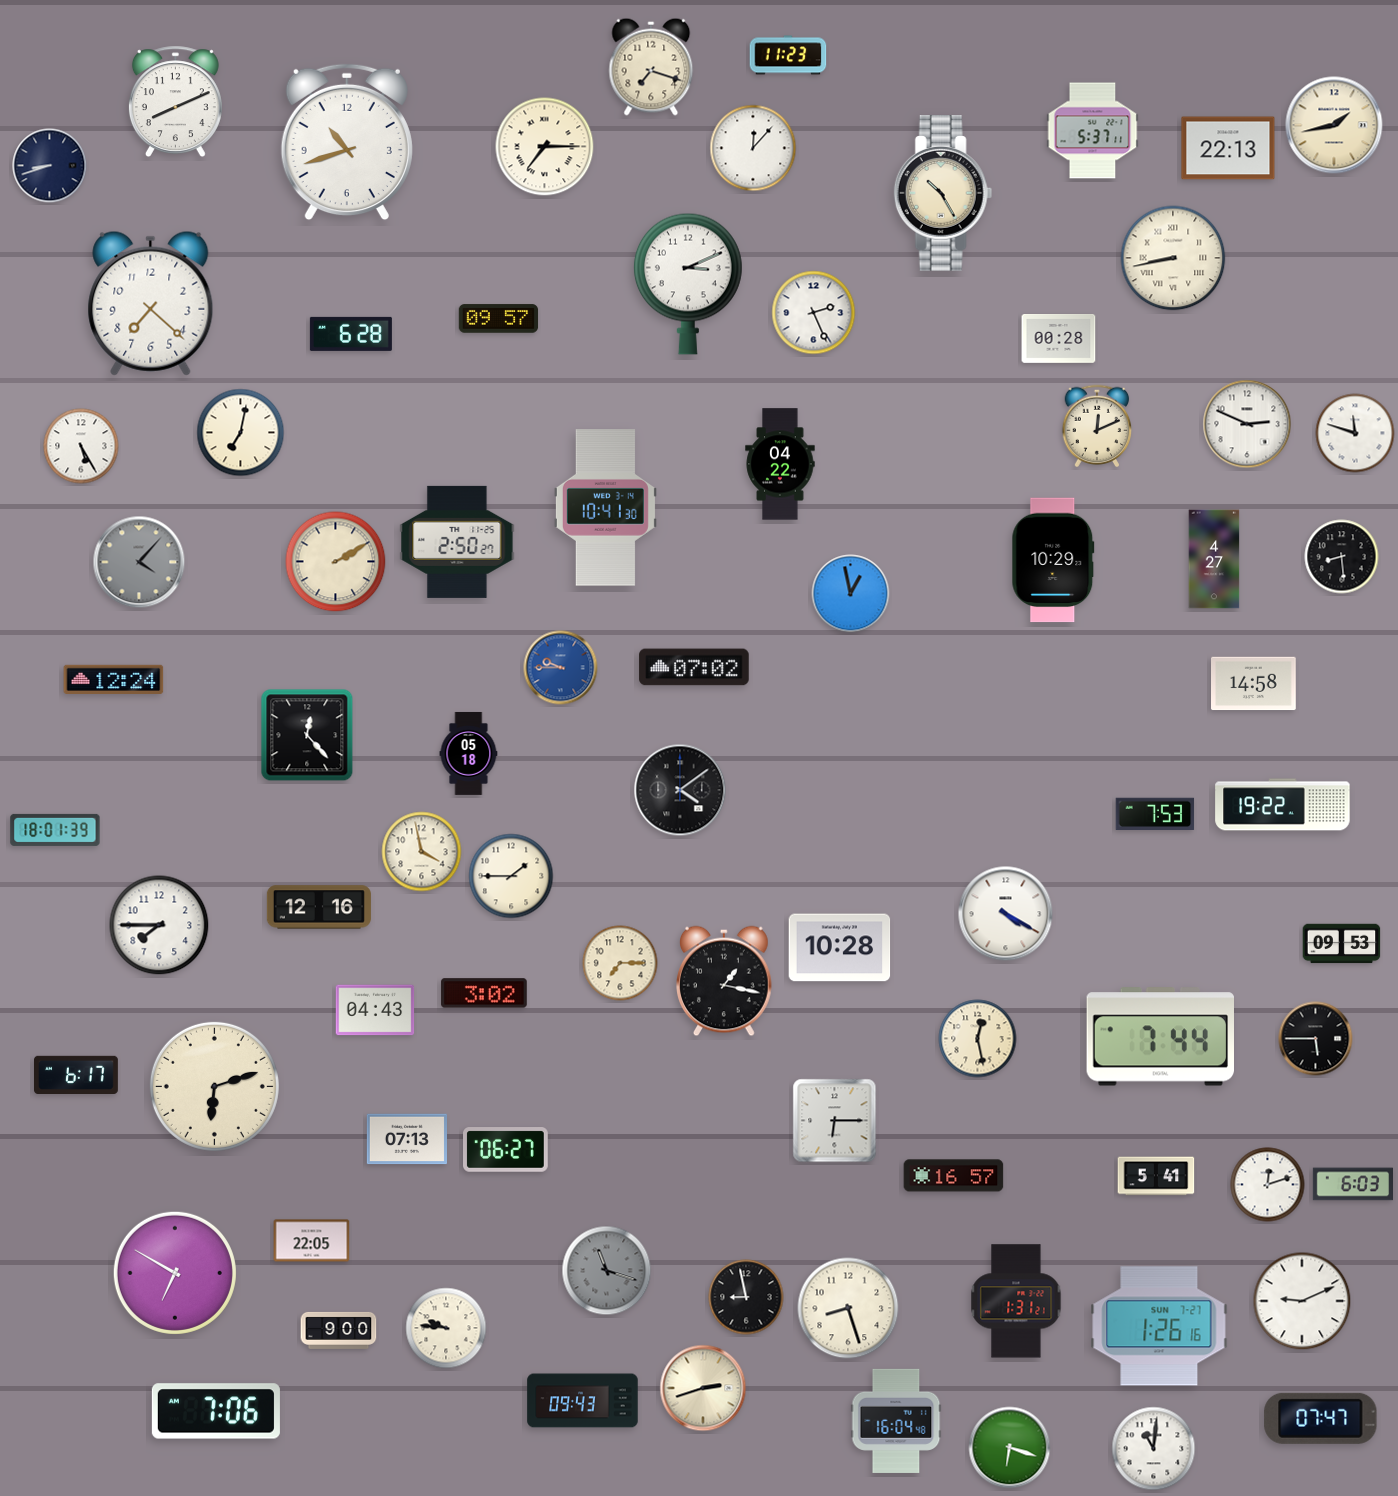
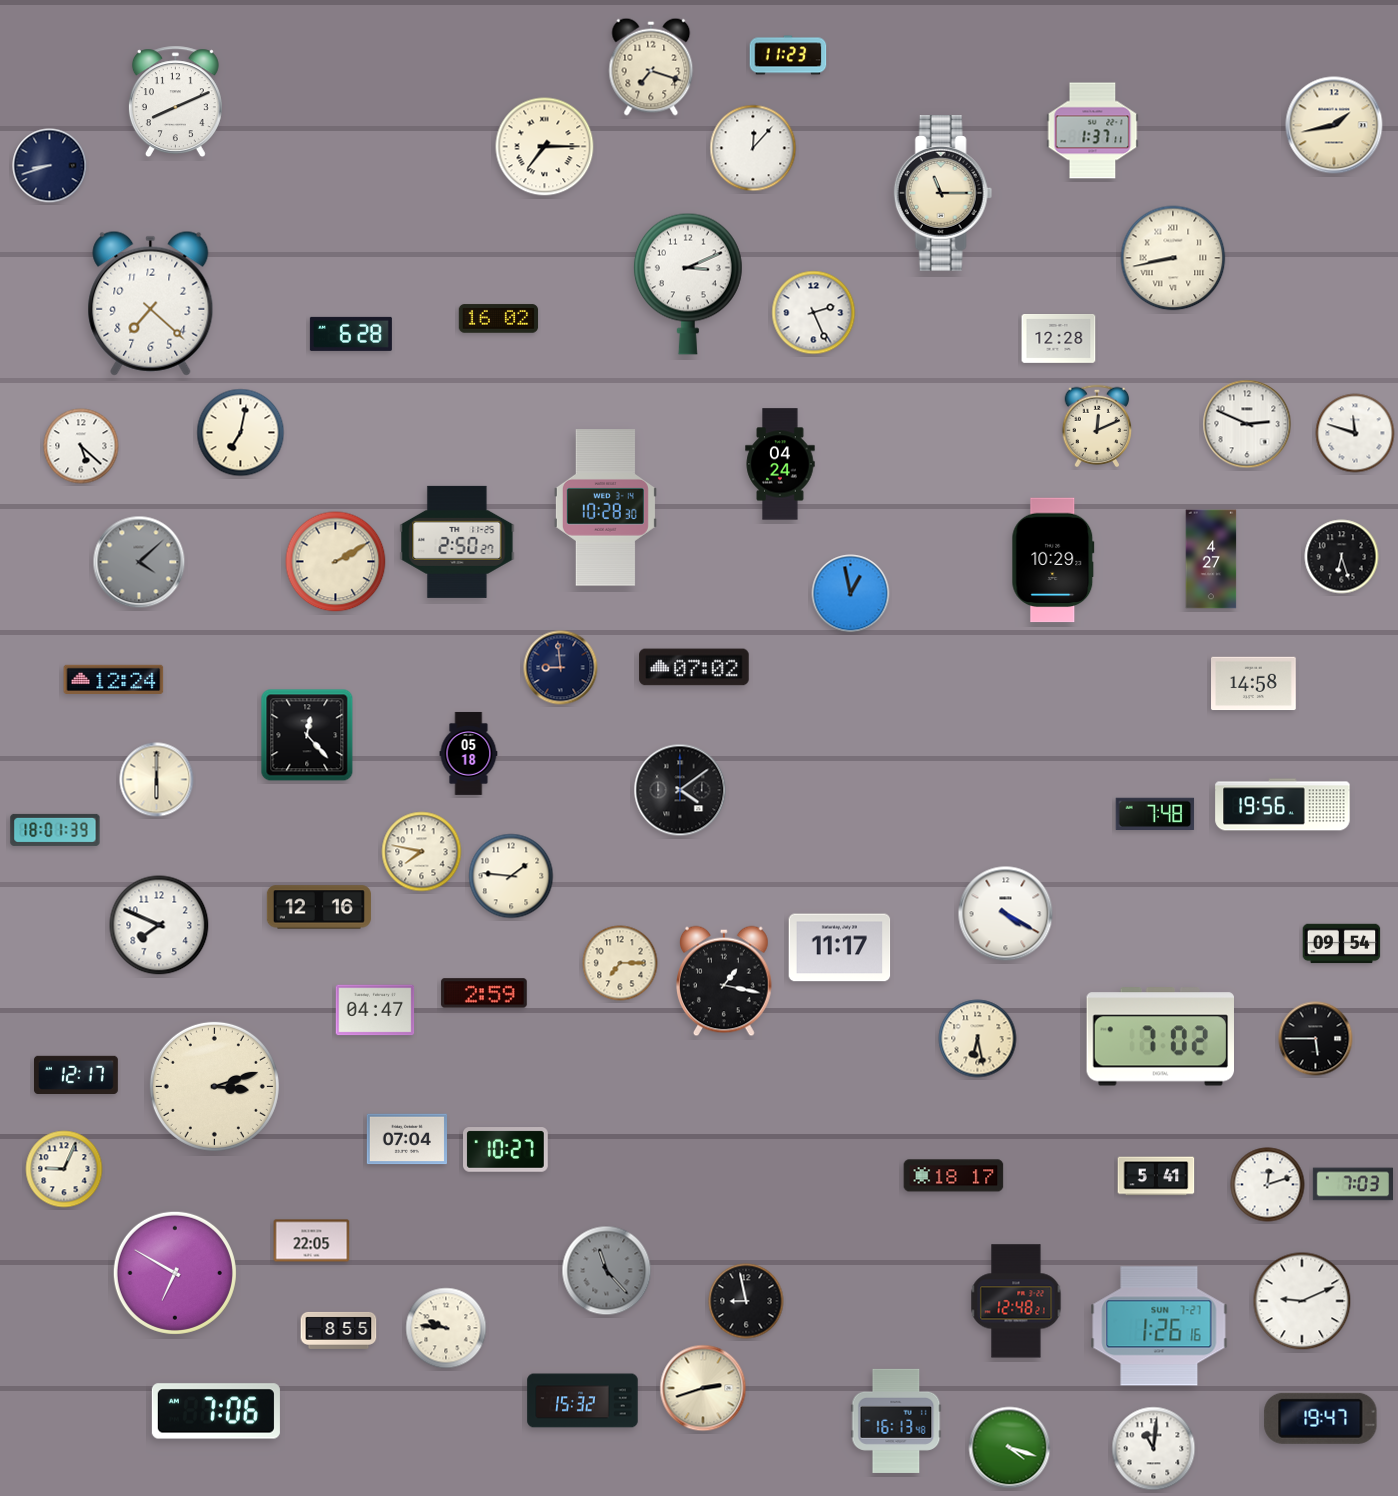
clock at (1093, 131): 5:37 -> 1:37
clock at (347, 142): 10:42 -> none
clock at (1228, 148): 22:13 -> none
clock at (943, 194): 10:25 -> 11:15
clock at (499, 319): 09:57 -> 16:02
clock at (1059, 339): 00:28 -> 12:28
clock at (81, 446): 5:25 -> 5:22
clock at (780, 464): 04:22 -> 04:24
clock at (605, 508): 10:41 -> 10:28
clock at (1342, 557): 8:29 -> 6:27
clock at (1214, 559) position: (1214, 559) -> (1211, 559)
clock at (139, 562): 4:07 -> 4:08
clock at (561, 668): 9:45 -> 8:59
clock at (561, 668) dial: blue -> navy
clock at (157, 780): none -> 6:00
clock at (1283, 805): 19:22 -> 19:56
clock at (1155, 813): 7:53 -> 7:48
clock at (422, 852): 3:58 -> 7:47
clock at (511, 876): 1:45 -> 1:46
clock at (159, 925): 7:45 -> 7:49
clock at (1342, 944): 09:53 -> 09:54
clock at (840, 948): 10:28 -> 11:17
clock at (484, 993): 3:02 -> 2:59
clock at (375, 1010): 04:43 -> 04:47
clock at (1160, 1037): 7:44 -> 7:02
clock at (978, 1039): 12:28 -> 6:28
clock at (77, 1074): 6:17 -> 12:17
clock at (214, 1086): 6:12 -> 3:12
clock at (835, 1121): 6:15 -> none
clock at (406, 1139): 07:13 -> 07:04
clock at (506, 1150): 06:27 -> 10:27
clock at (64, 1169): none -> 9:04
clock at (954, 1176): 16:57 -> 18:17
clock at (1352, 1184): 6:03 -> 7:03
clock at (607, 1271): 11:18 -> 11:23
clock at (746, 1297) position: (746, 1297) -> (746, 1301)
clock at (1016, 1301): 1:31 -> 12:48
clock at (848, 1308): 8:27 -> none
clock at (339, 1330): 9:00 -> 8:55
clock at (583, 1401): 09:43 -> 15:32
clock at (1321, 1418): 07:47 -> 19:47
clock at (896, 1421): 16:04 -> 16:13
clock at (1010, 1448): 6:18 -> 4:18
